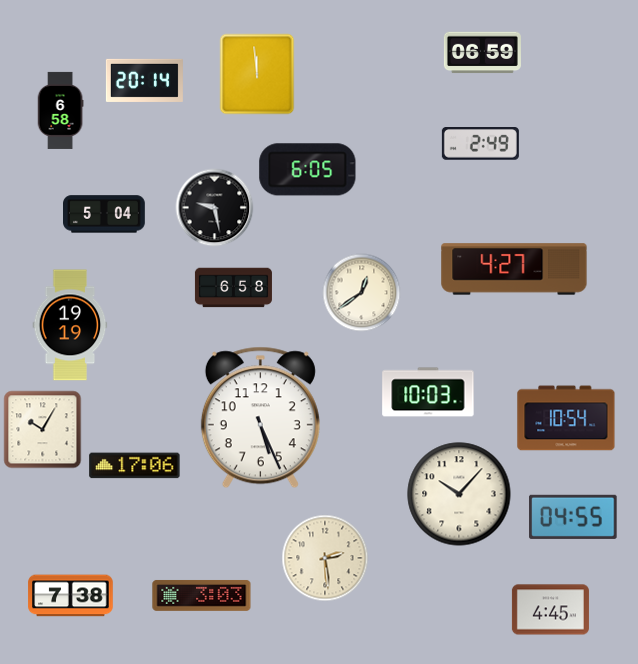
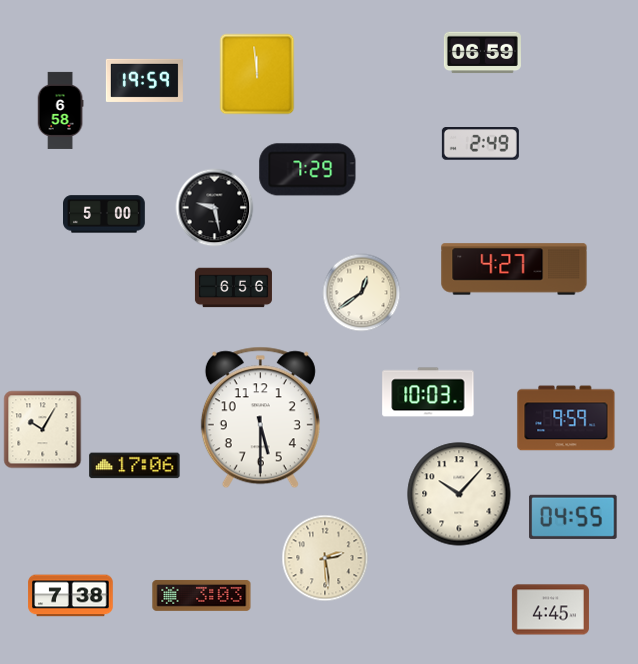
clock at (144, 80): 20:14 -> 19:59
clock at (308, 170): 6:05 -> 7:29
clock at (105, 214): 5:04 -> 5:00
clock at (233, 288): 6:58 -> 6:56
clock at (70, 325): 19:19 -> none
clock at (260, 418): 5:26 -> 5:30
clock at (566, 418): 10:54 -> 9:59
